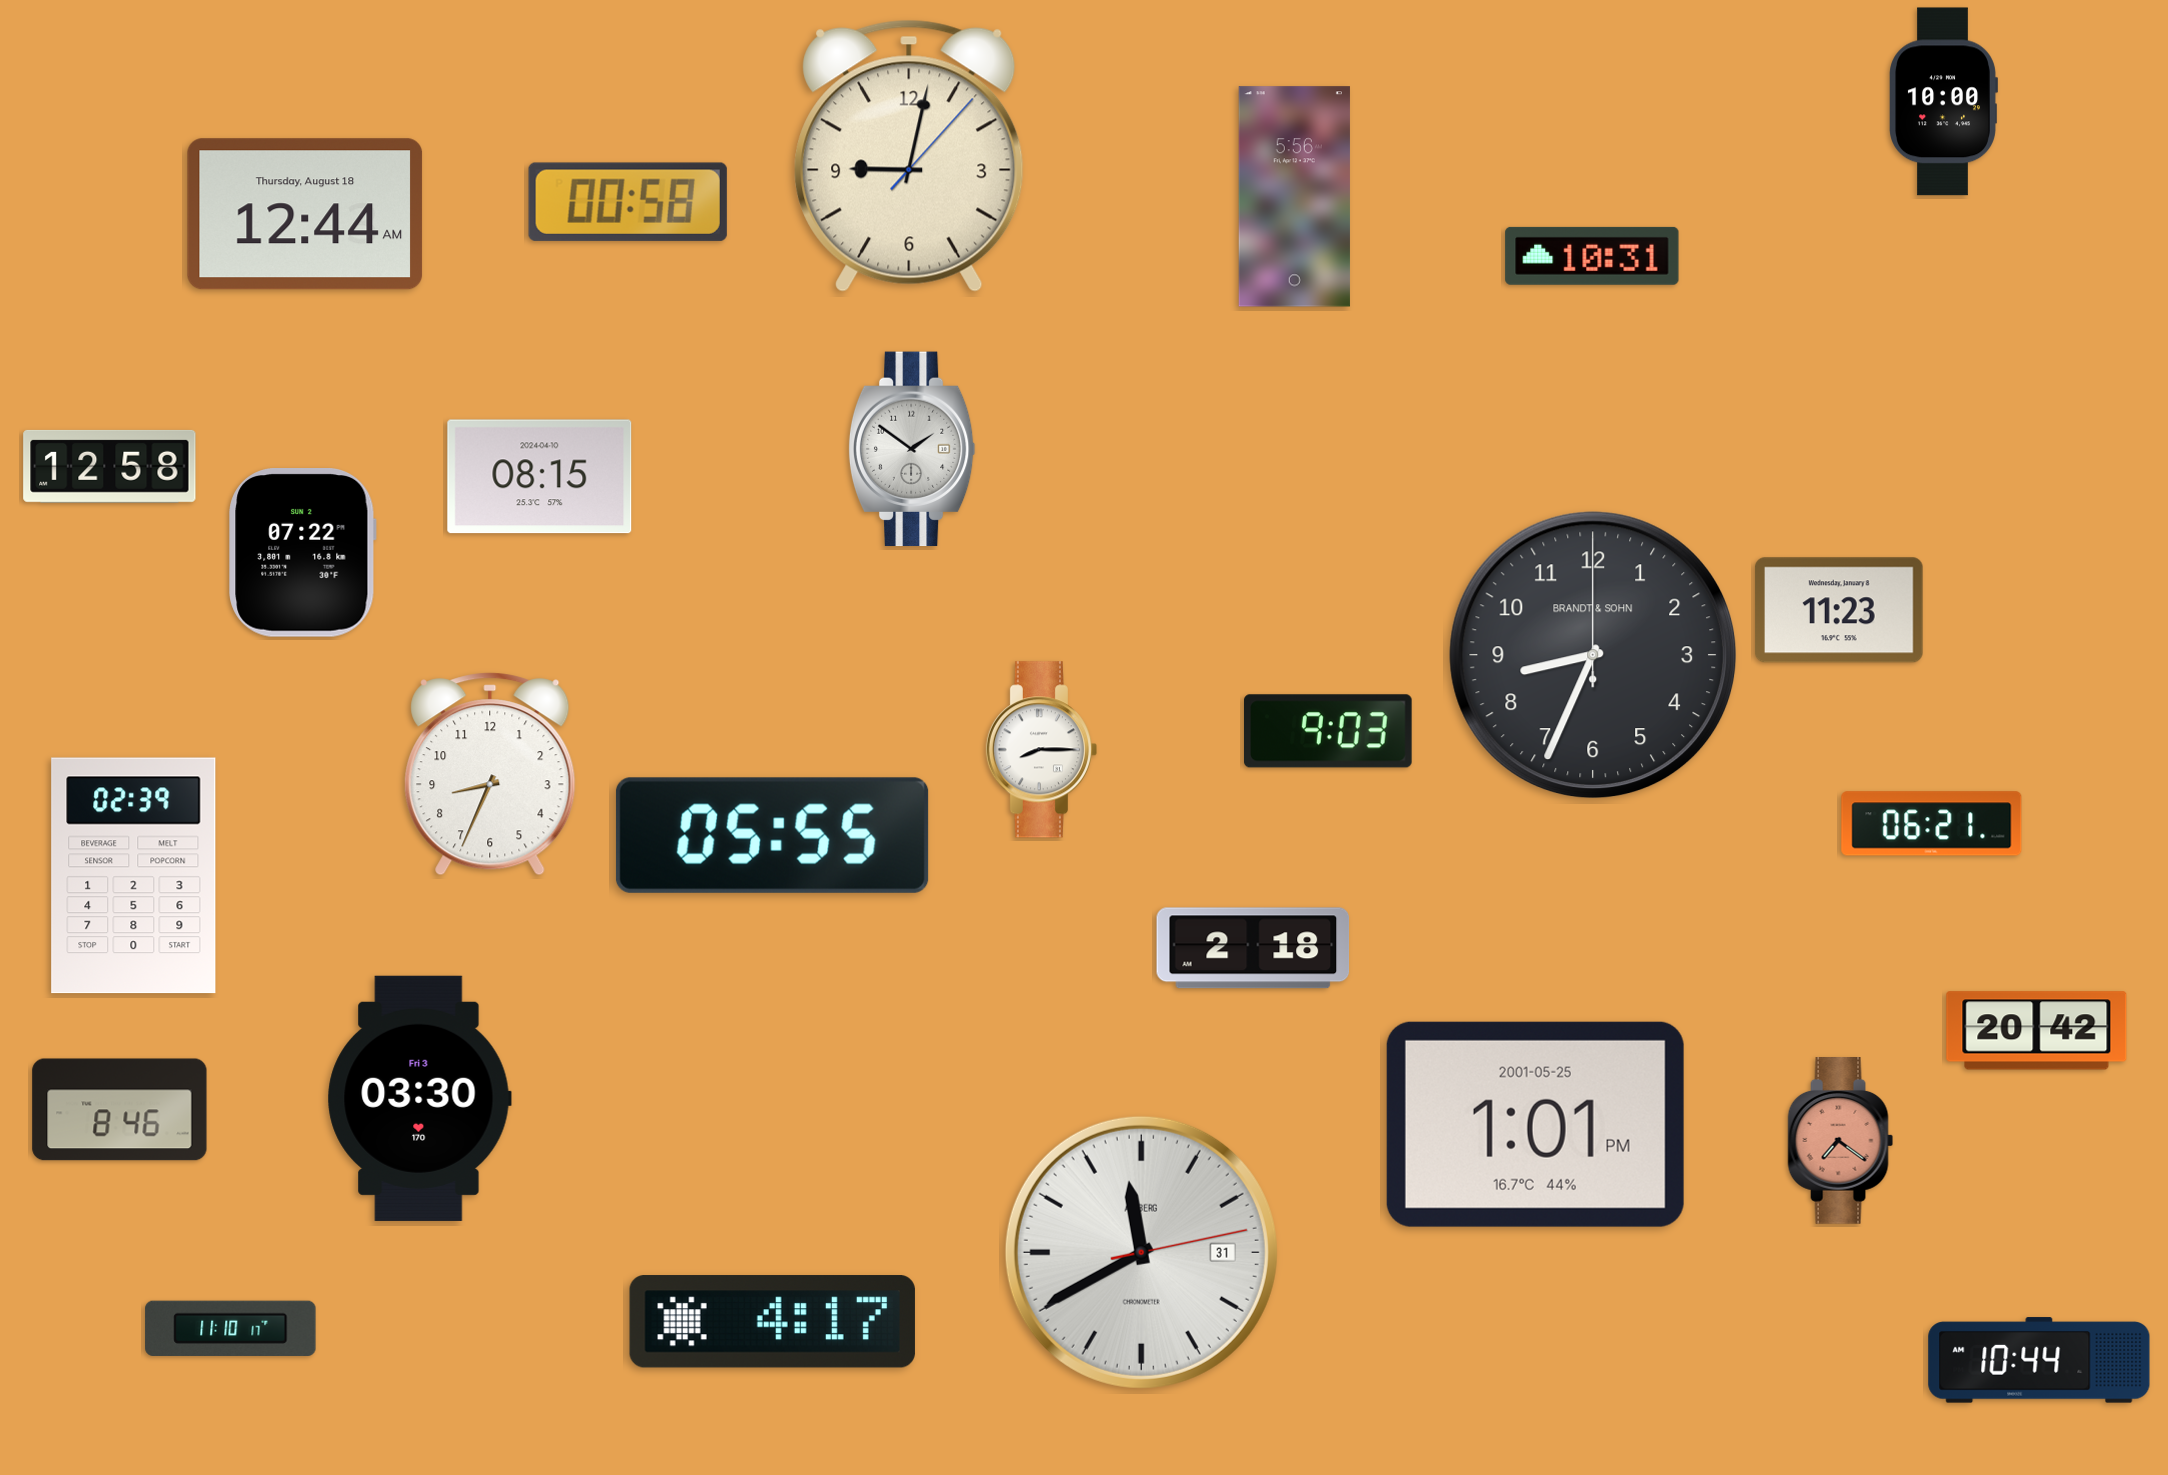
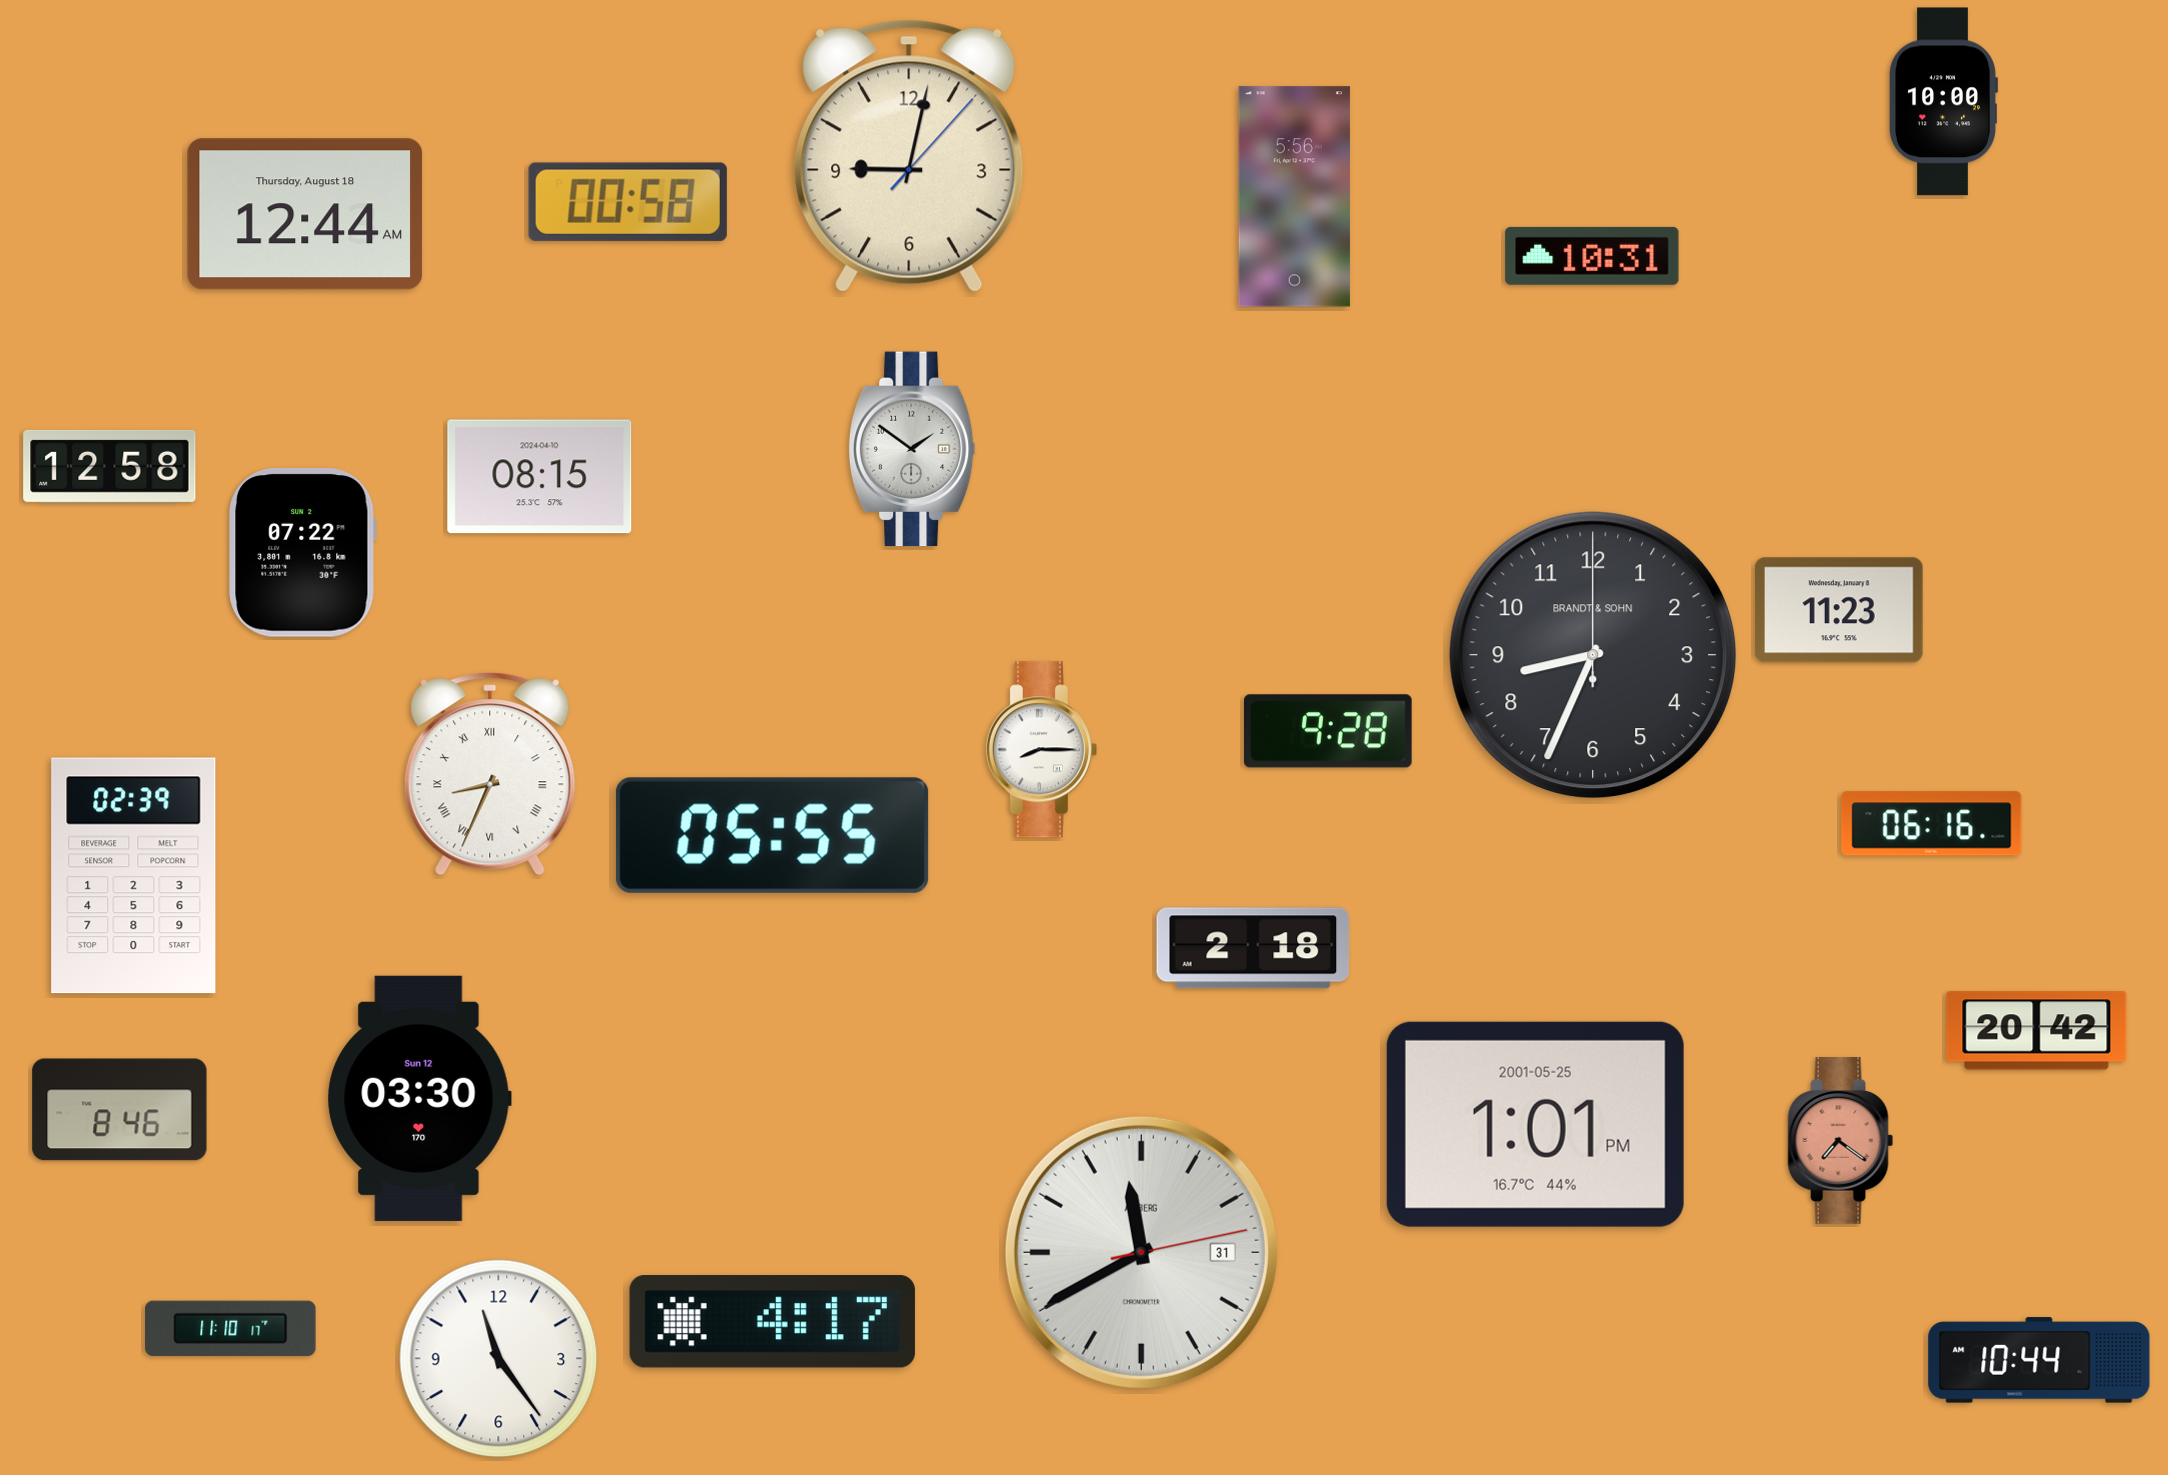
clock at (1328, 731): 9:03 -> 9:28
clock at (490, 774) numerals: Arabic -> Roman
clock at (1932, 824): 06:21 -> 06:16
clock at (419, 1098) date: Fri 3 -> Sun 12
clock at (499, 1359): none -> 11:24
